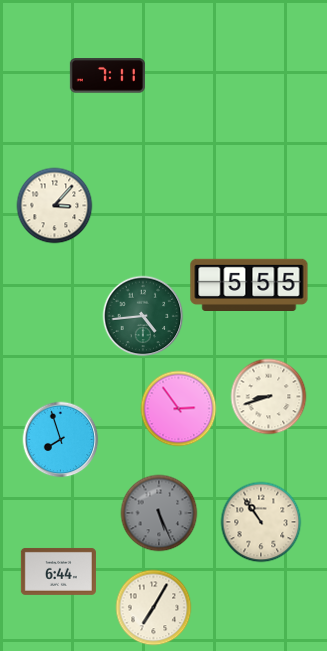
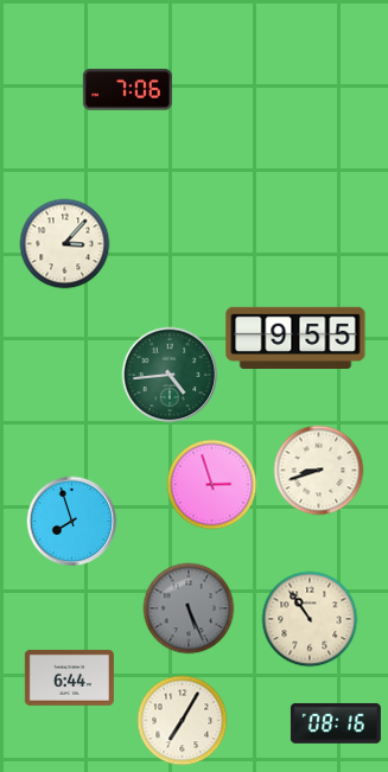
clock at (107, 76): 7:11 -> 7:06
clock at (249, 284): 5:55 -> 9:55
clock at (179, 409): 2:54 -> 2:57
clock at (336, 723): none -> 08:16
